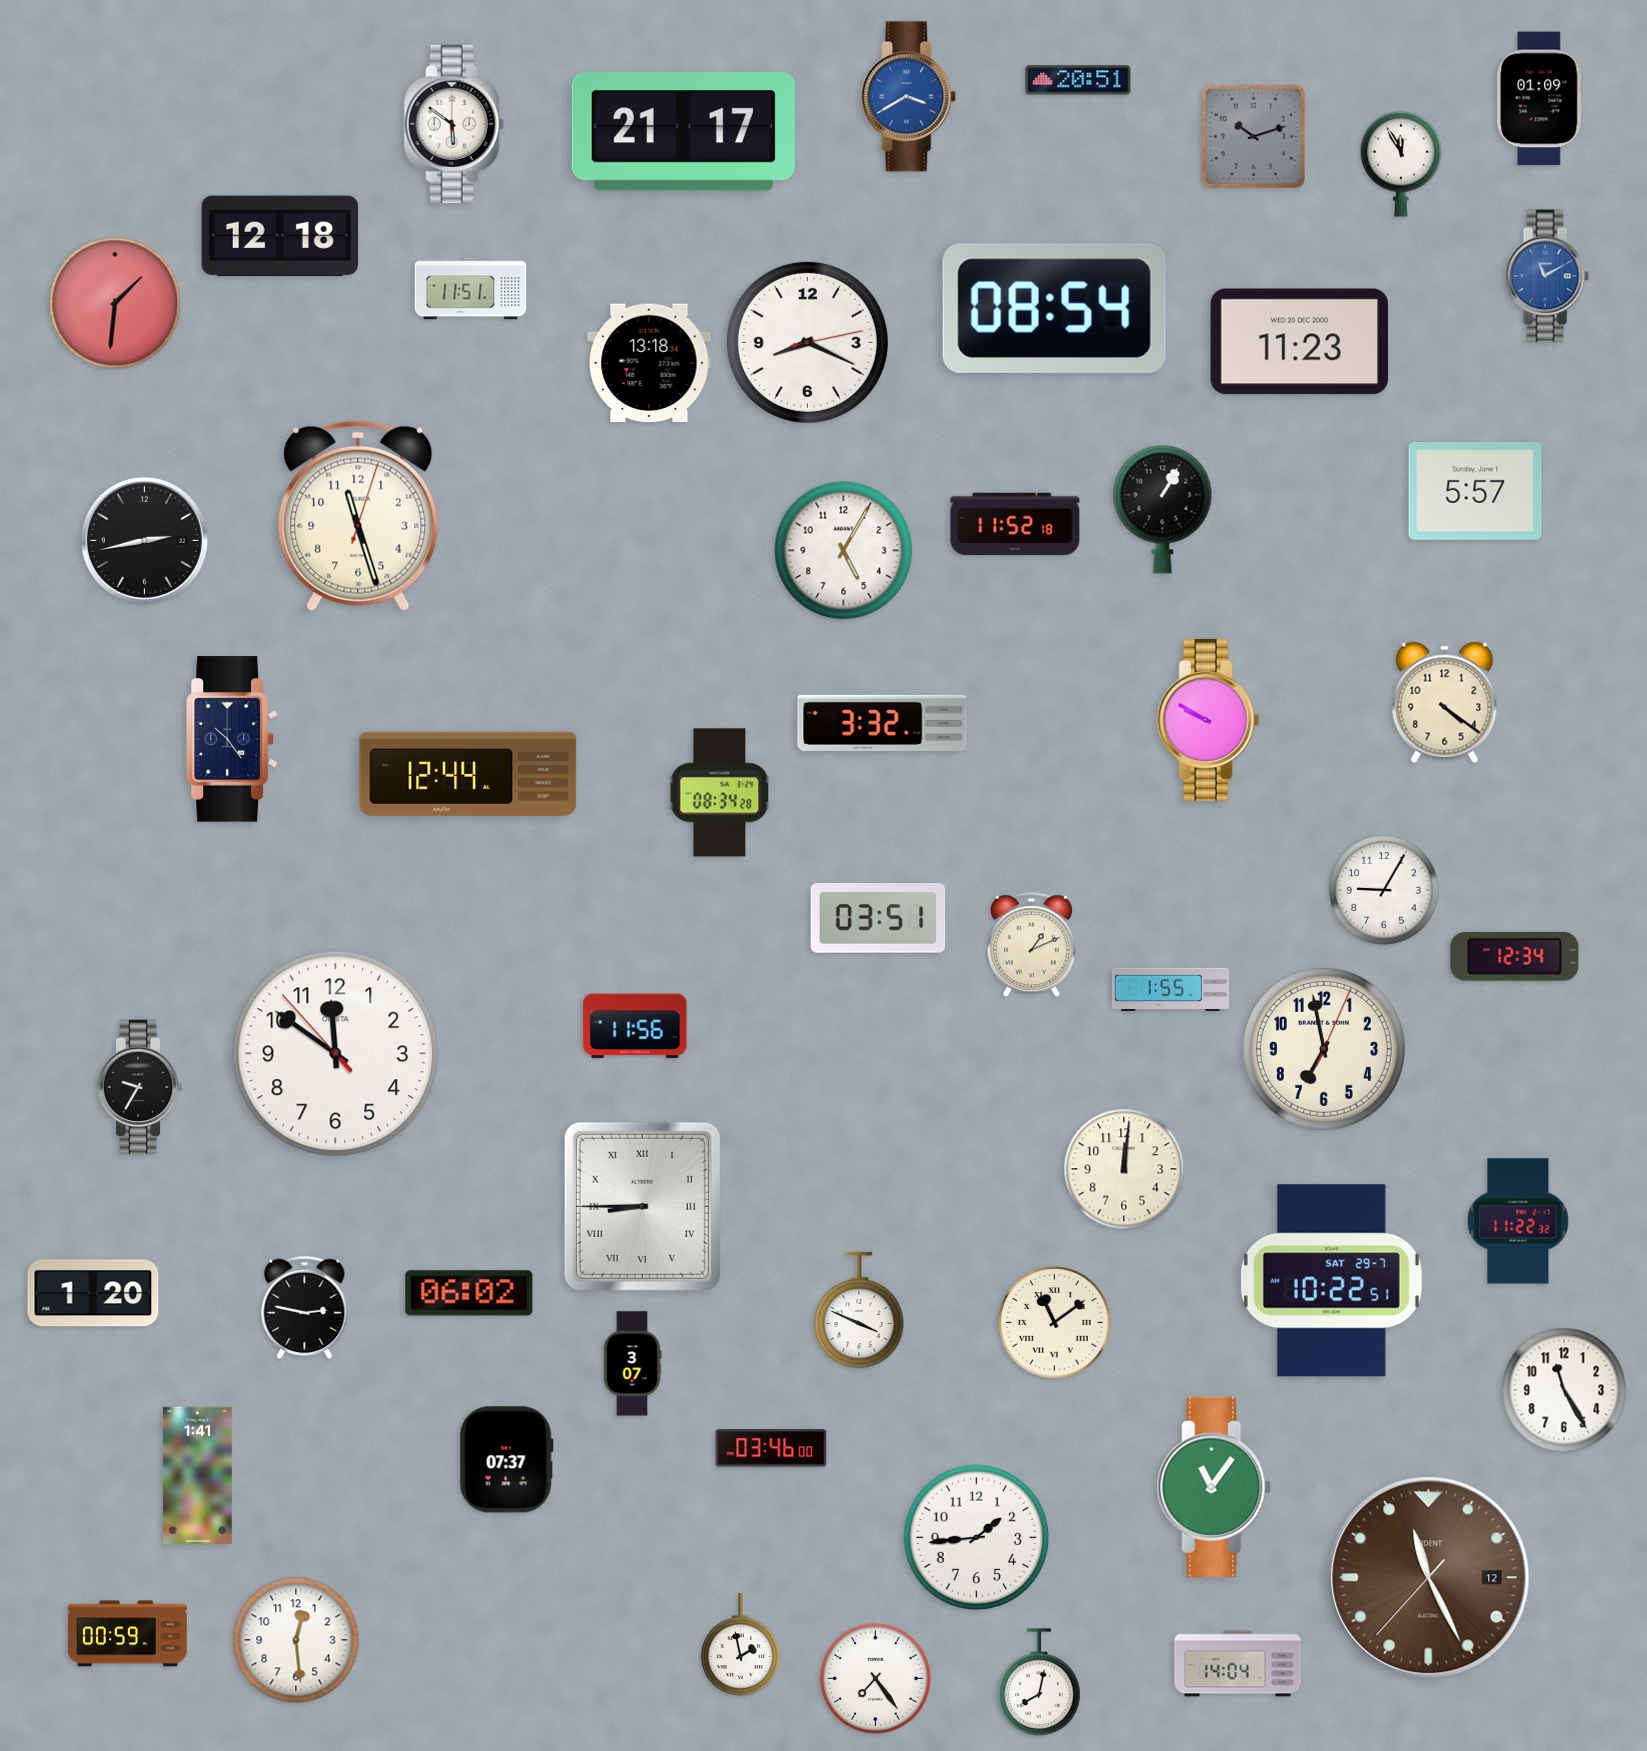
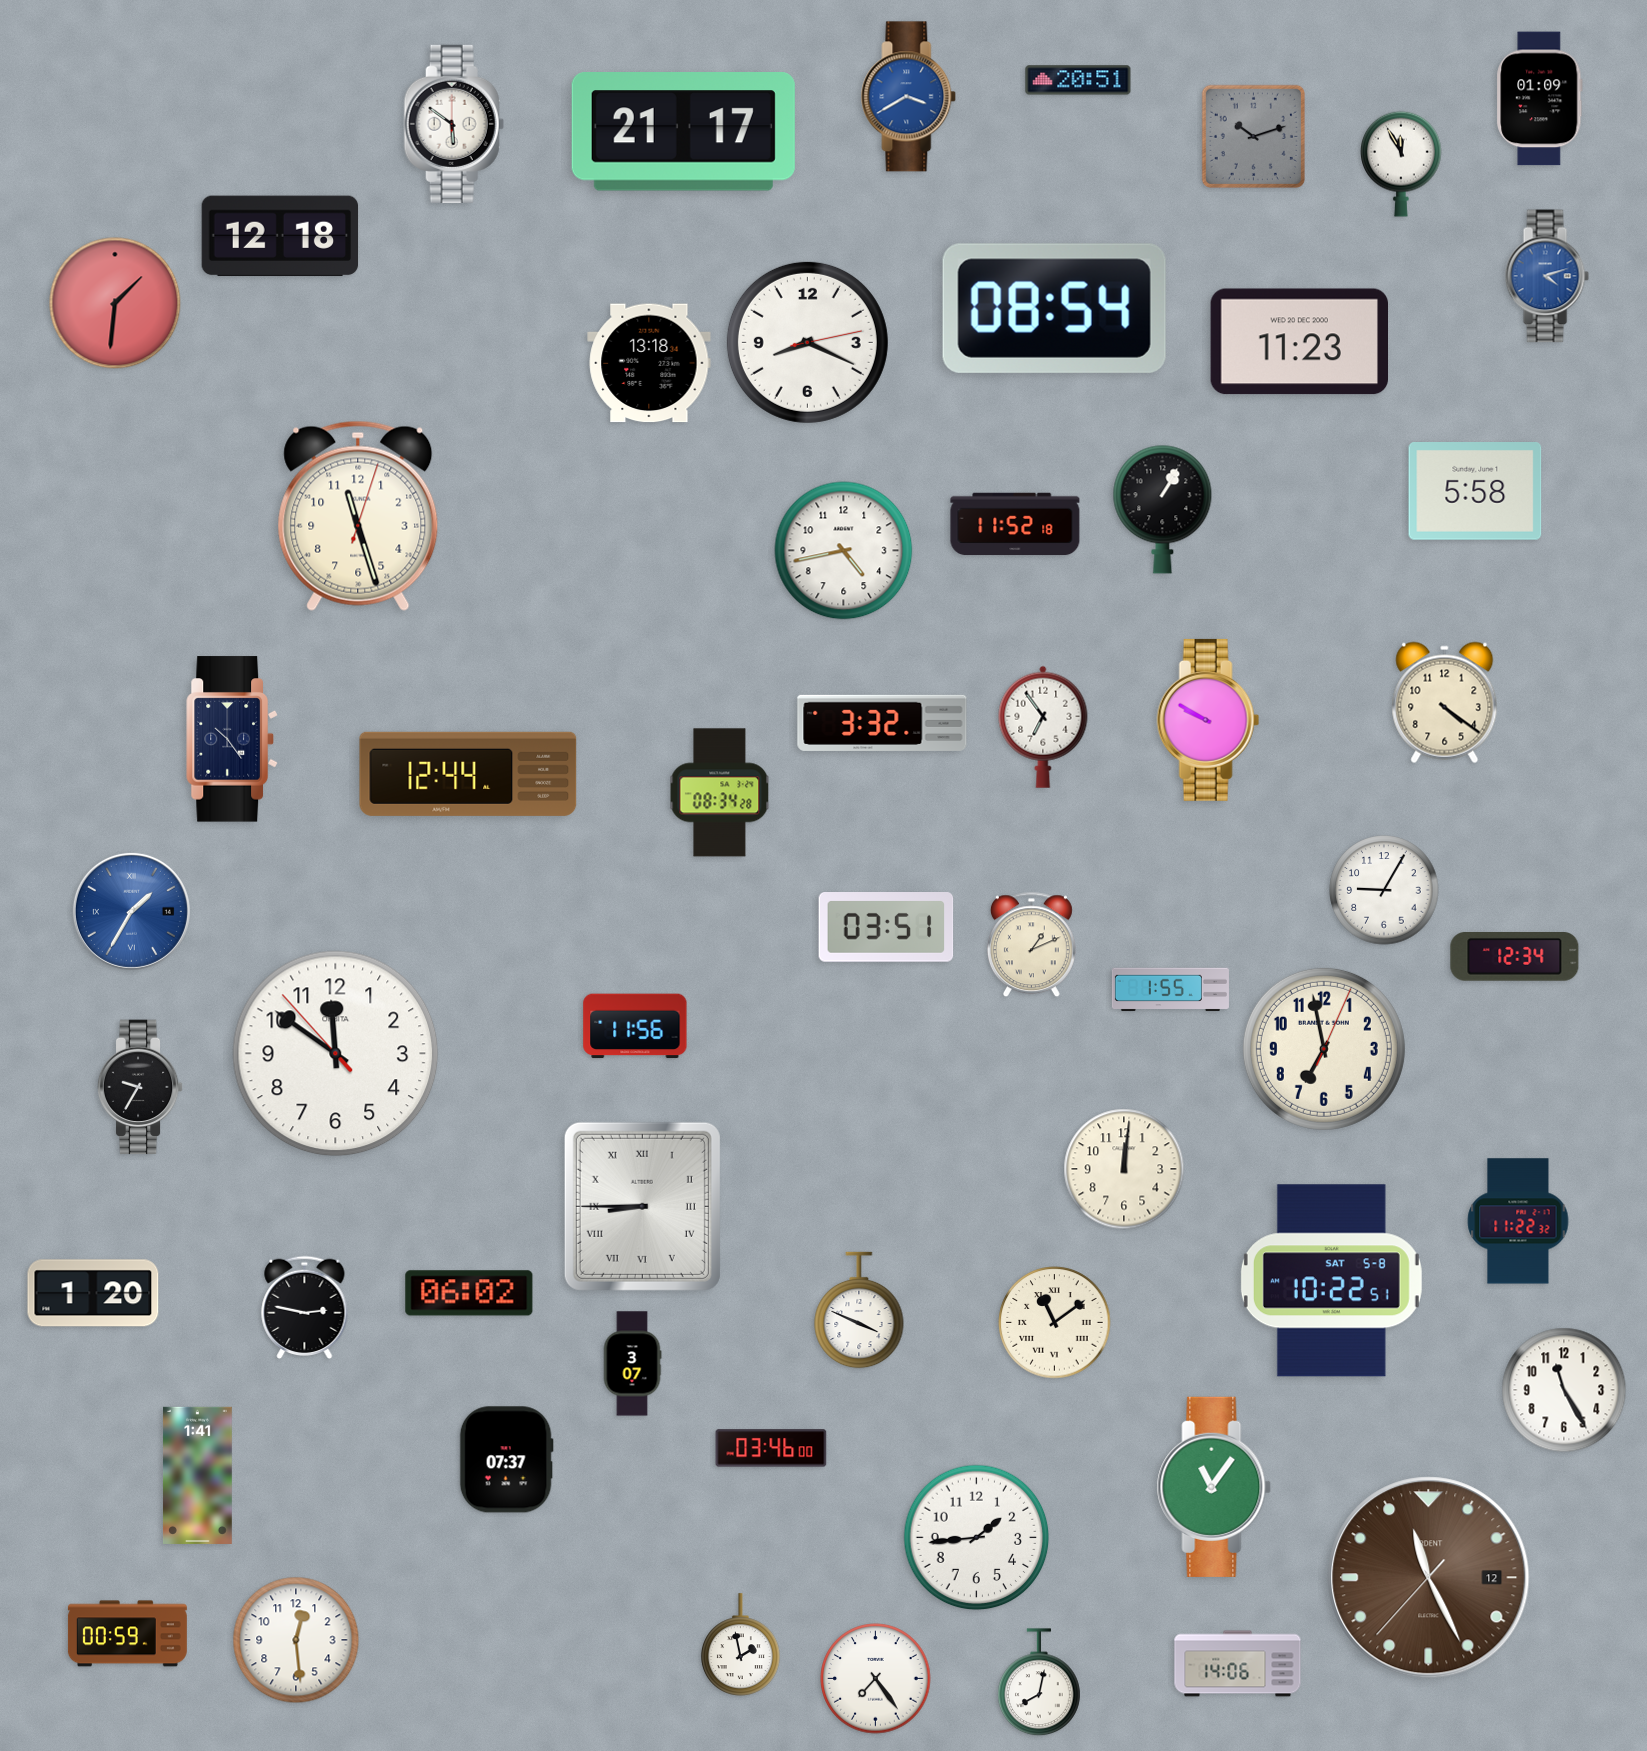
clock at (1547, 276): 11:10 -> 4:12
clock at (471, 289): 11:51 -> none
clock at (1475, 492): 5:57 -> 5:58
clock at (144, 540): 2:43 -> none
clock at (844, 551): 5:05 -> 4:43
clock at (1043, 727): none -> 6:54
clock at (131, 911): none -> 1:35
clock at (878, 919) position: (878, 919) -> (886, 928)
clock at (1331, 1281) date: SAT 29-7 -> SAT 5-8
clock at (1238, 1664): 14:04 -> 14:06
